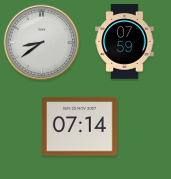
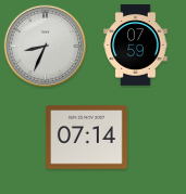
clock at (42, 43): 8:39 -> 8:34
